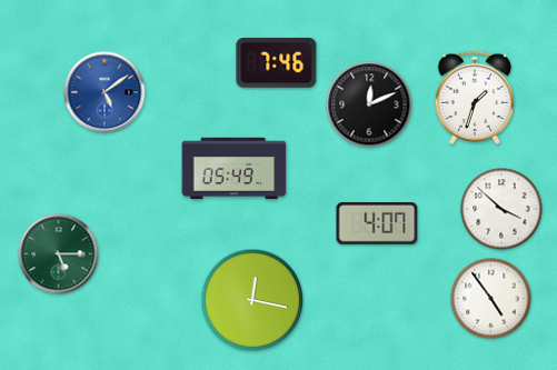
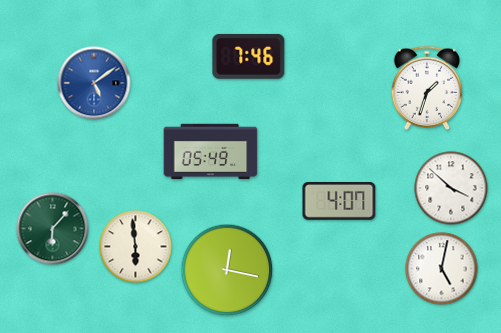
clock at (369, 104): 12:11 -> none
clock at (59, 254): 5:15 -> 6:07
clock at (136, 247): none -> 5:59
clock at (491, 299): 4:54 -> 5:02
